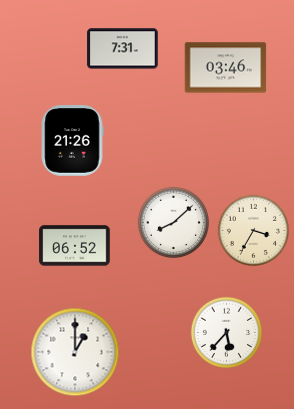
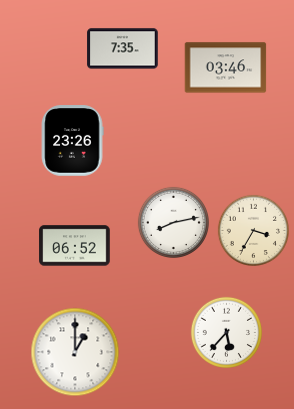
clock at (123, 49): 7:31 -> 7:35
clock at (72, 141): 21:26 -> 23:26
clock at (173, 222): 8:08 -> 8:13
